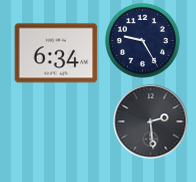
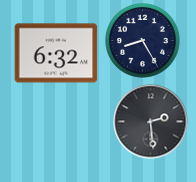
clock at (143, 41): 9:25 -> 8:25
clock at (56, 53): 6:34 -> 6:32
